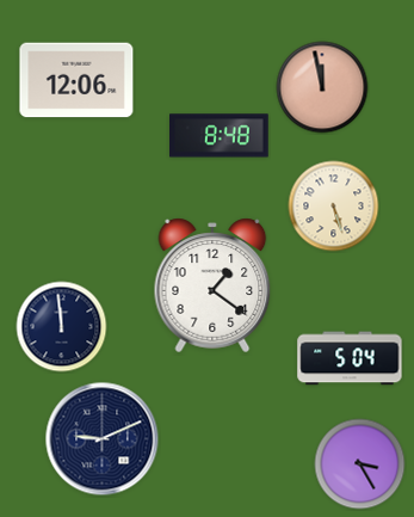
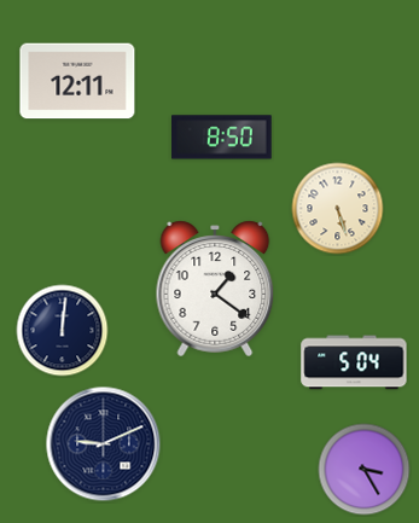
clock at (76, 80): 12:06 -> 12:11
clock at (322, 87): 11:58 -> none
clock at (220, 136): 8:48 -> 8:50
clock at (62, 327): 11:59 -> 12:01
